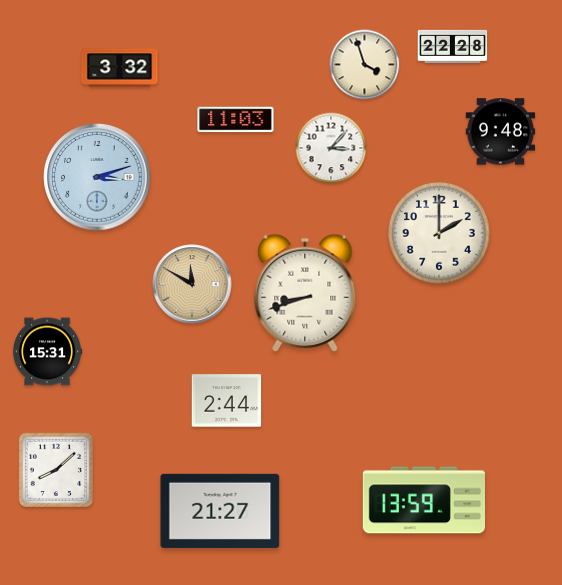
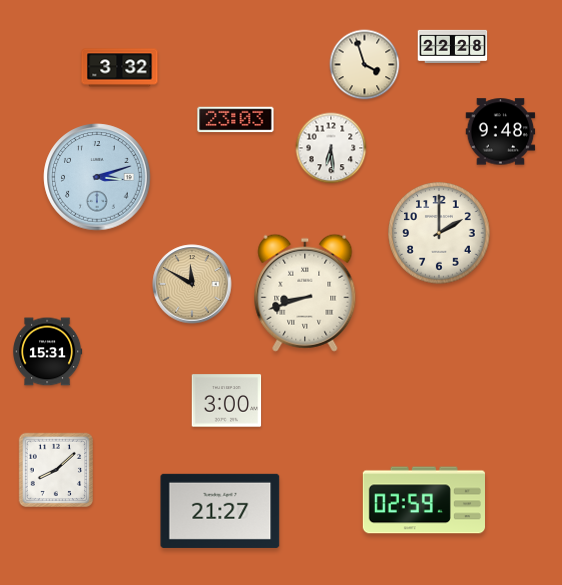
clock at (236, 120): 11:03 -> 23:03
clock at (331, 148): 3:07 -> 6:29
clock at (227, 401): 2:44 -> 3:00
clock at (423, 500): 13:59 -> 02:59
